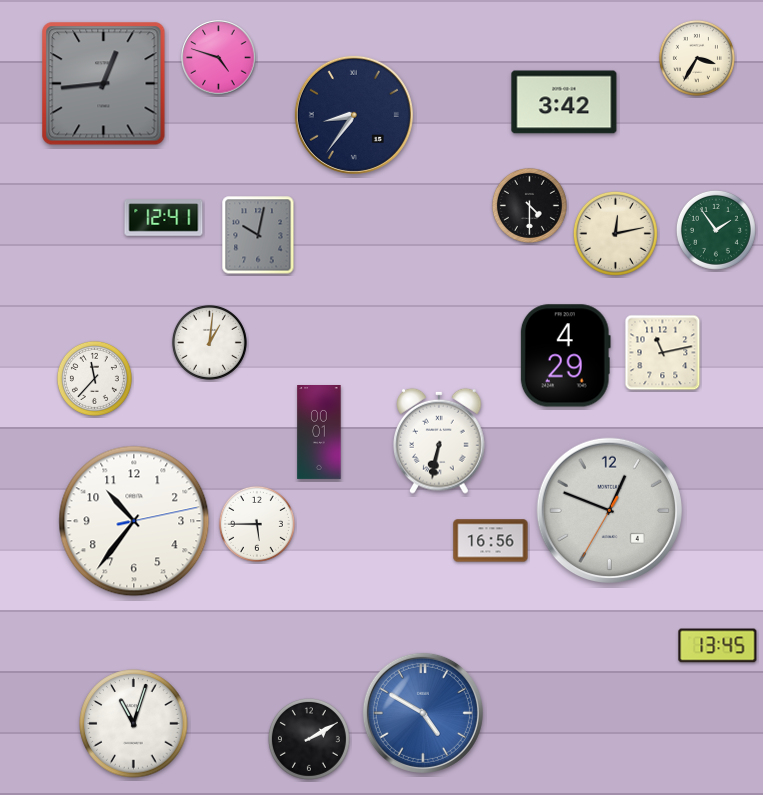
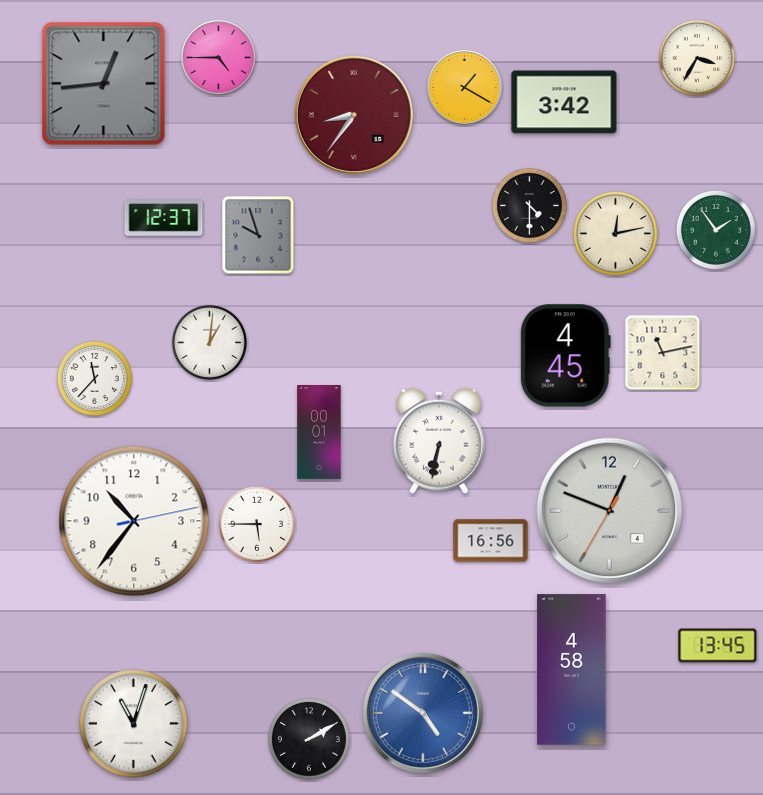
clock at (219, 58): 4:48 -> 4:45
clock at (465, 88): none -> 1:20
clock at (354, 115) dial: navy -> burgundy
clock at (164, 218): 12:41 -> 12:37
clock at (258, 235): 10:02 -> 9:57
clock at (565, 356): 4:29 -> 4:45
clock at (572, 670): none -> 4:58
clock at (423, 713): 4:50 -> 4:51
